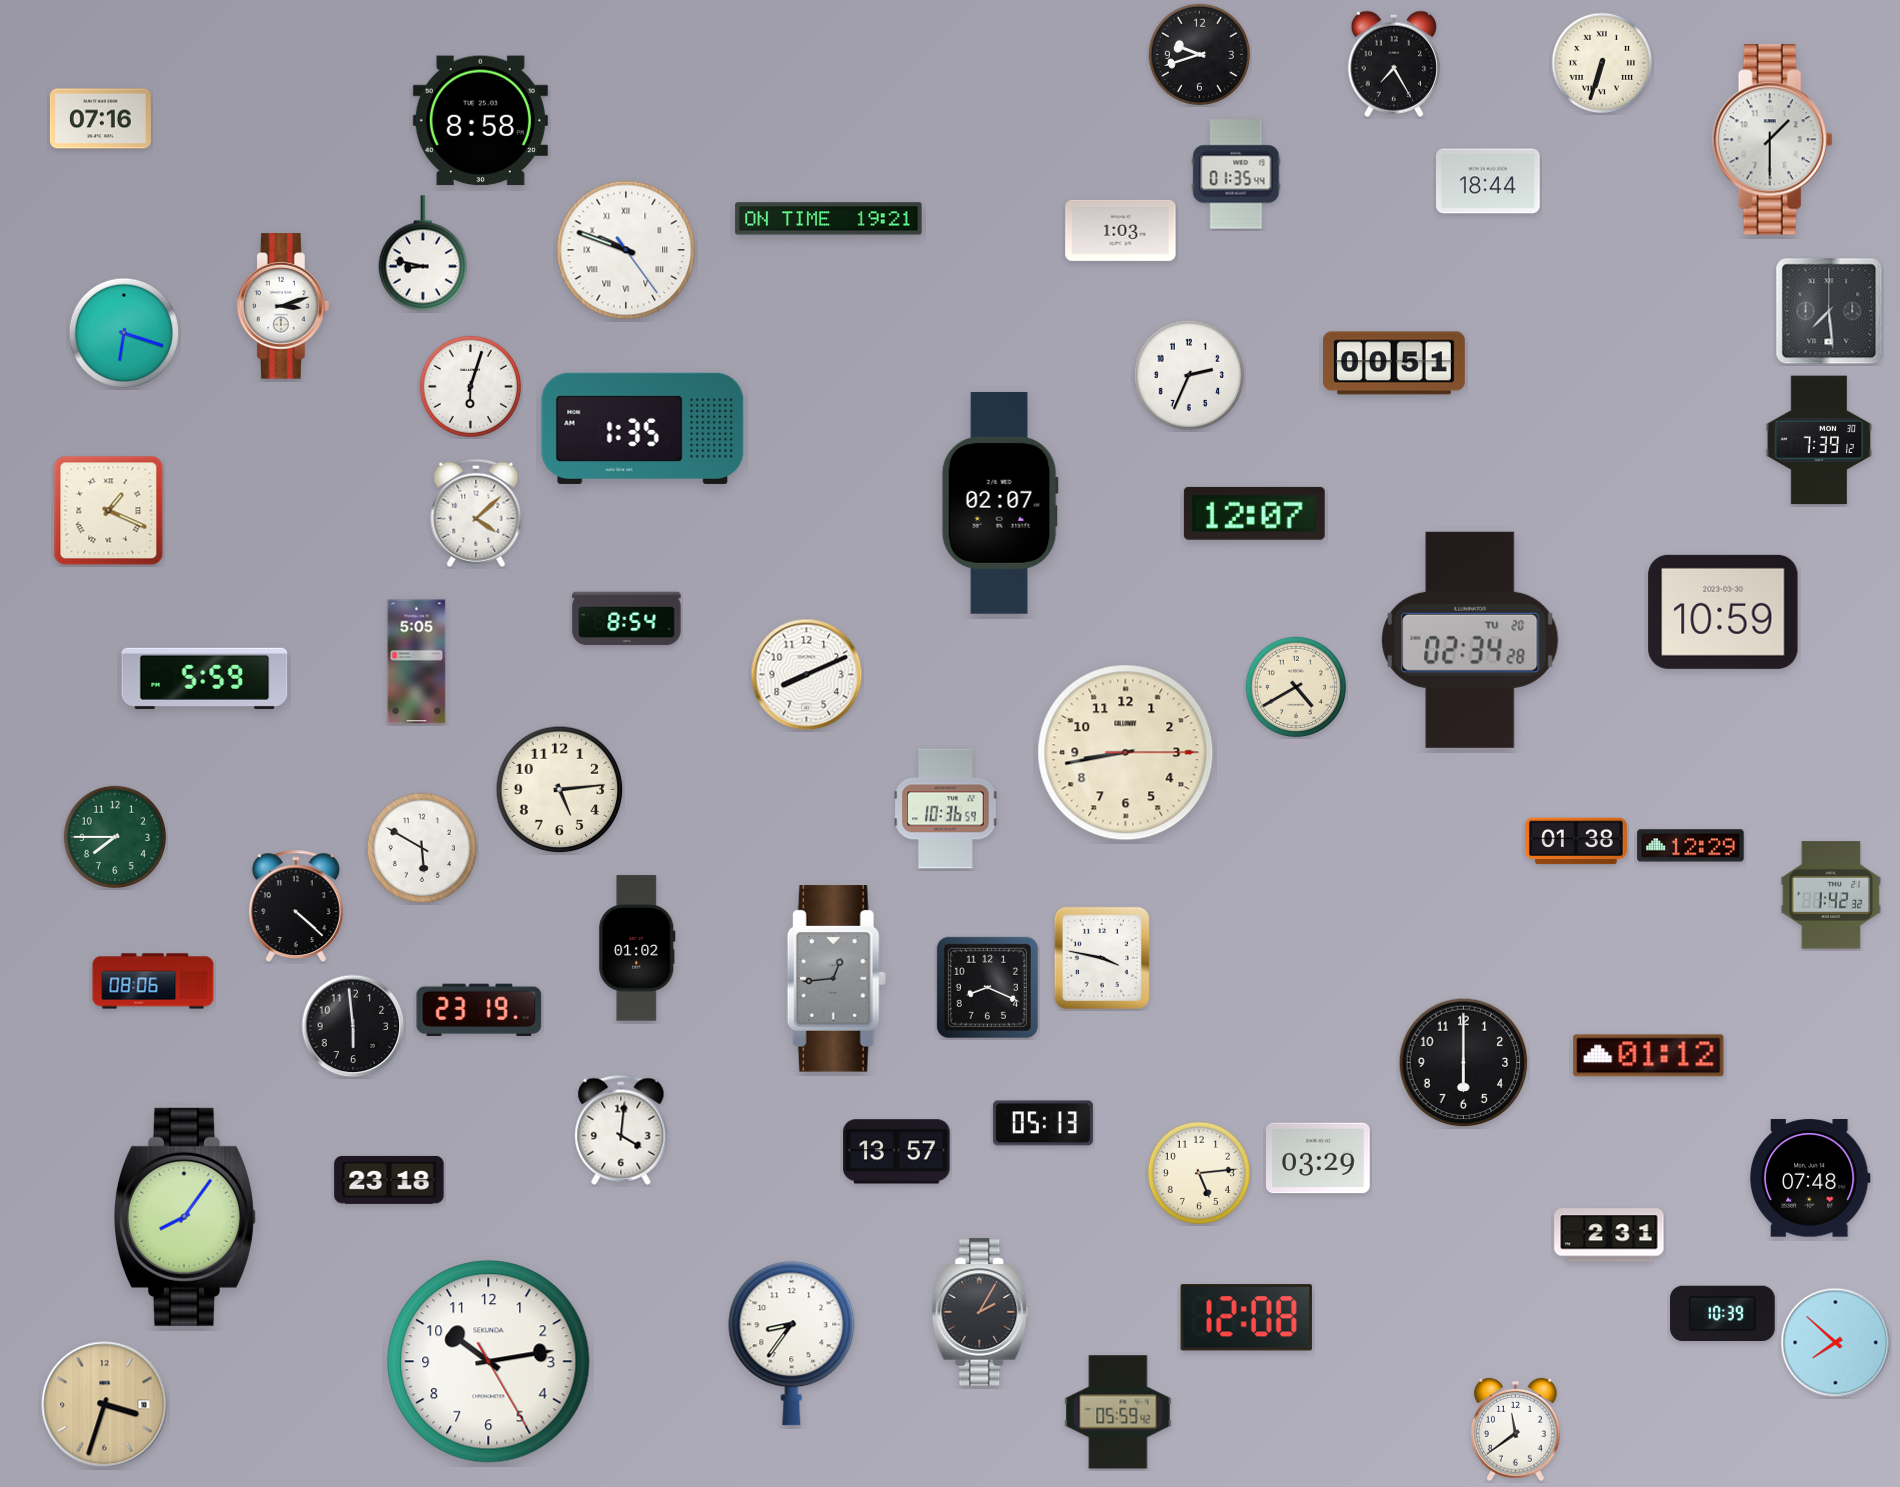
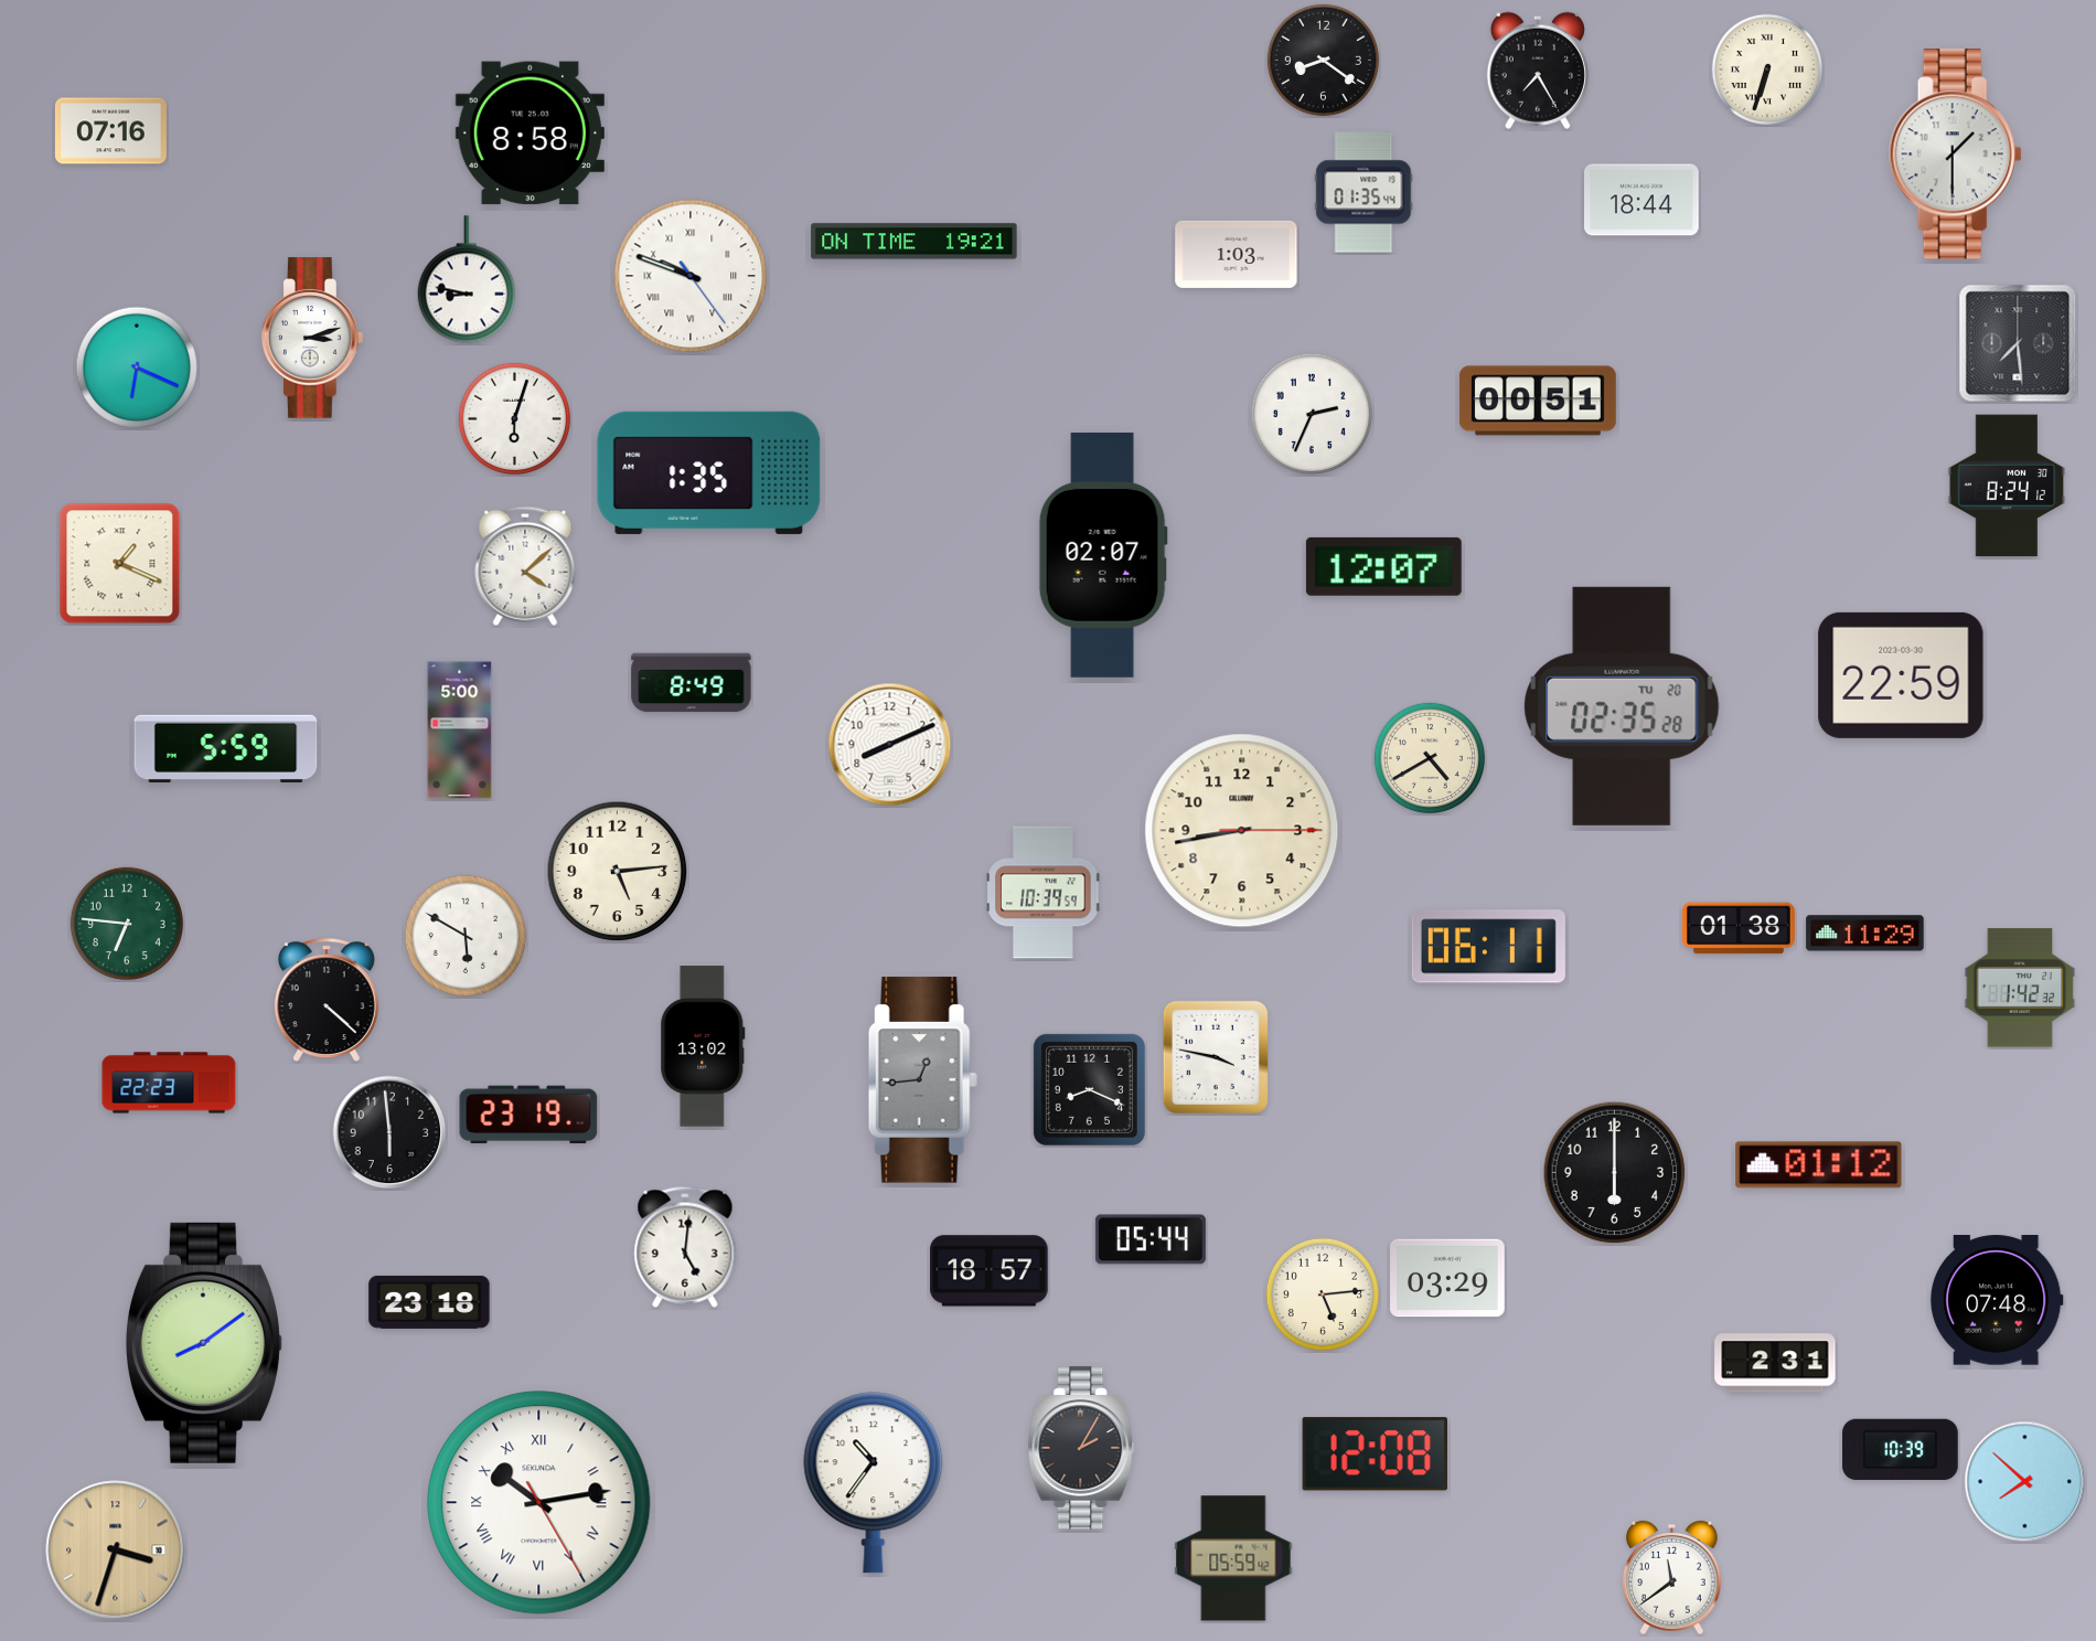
clock at (1199, 54): 9:42 -> 8:21
clock at (123, 332): 6:18 -> 6:19
clock at (470, 386) position: (470, 386) -> (514, 418)
clock at (1819, 440): 7:39 -> 8:24
clock at (1723, 612): 10:59 -> 22:59
clock at (627, 619): 8:54 -> 8:49
clock at (1470, 640): 02:34 -> 02:35
clock at (417, 662): 5:05 -> 5:00
clock at (946, 809): 10:36 -> 10:39
clock at (115, 837): 7:45 -> 6:46
clock at (1691, 846): 12:29 -> 11:29
clock at (1488, 947): none -> 06:11
clock at (637, 948): 01:02 -> 13:02
clock at (153, 981): 08:06 -> 22:23
clock at (1043, 1123): 05:13 -> 05:44
clock at (621, 1130): 4:01 -> 5:01
clock at (897, 1152): 13:57 -> 18:57
clock at (1318, 1158) position: (1318, 1158) -> (1447, 1278)
clock at (185, 1217): 8:06 -> 8:09
clock at (792, 1344): 8:36 -> 10:36
clock at (489, 1362) numerals: Arabic -> Roman
